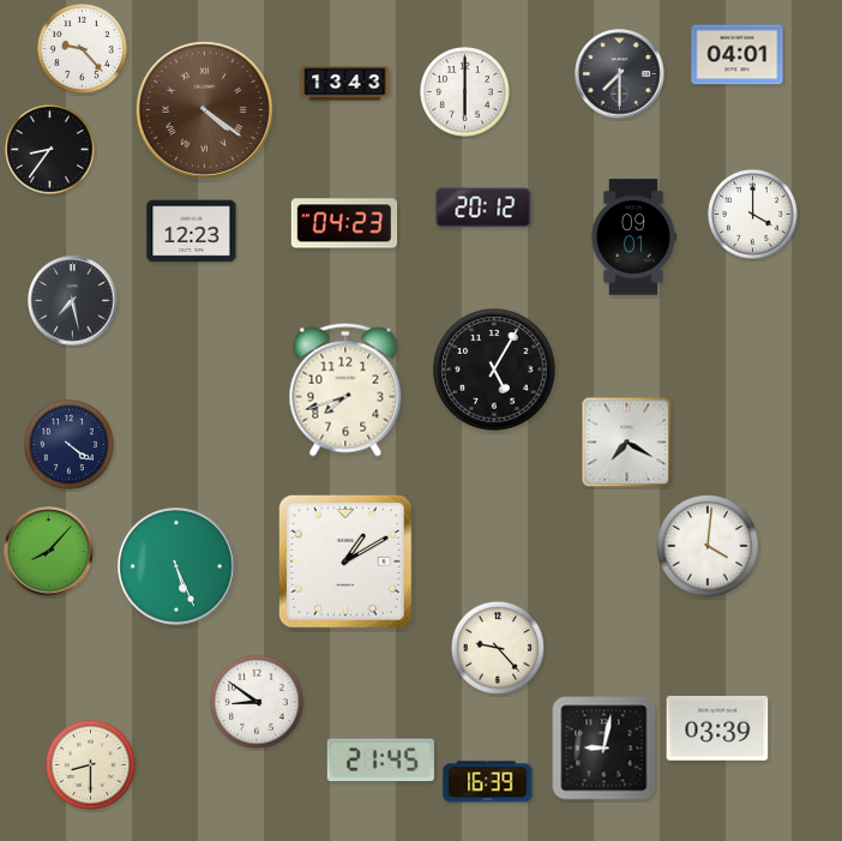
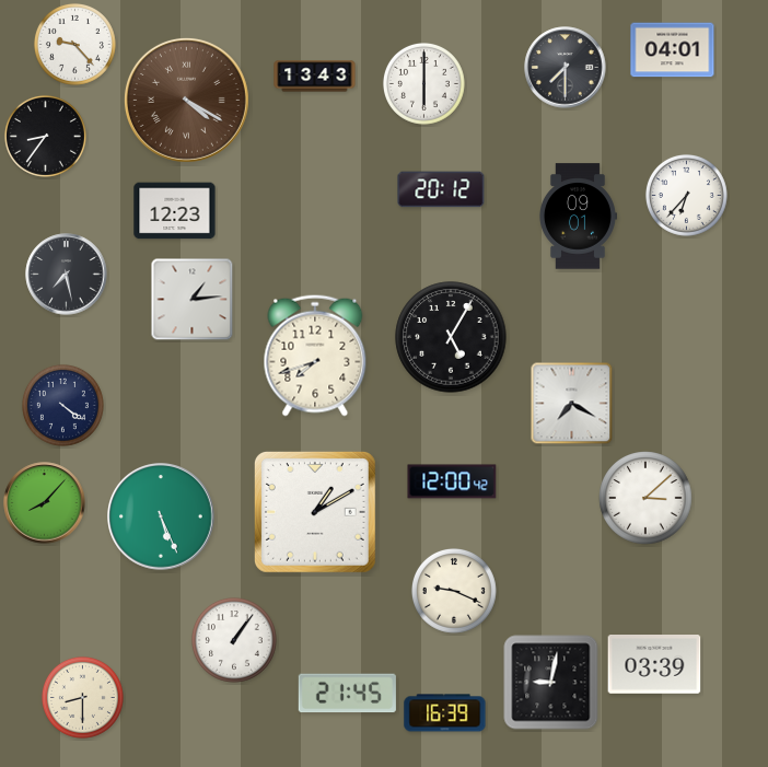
clock at (204, 109): 4:21 -> 4:20
clock at (752, 214): 4:00 -> 6:37
clock at (344, 223): 04:23 -> none
clock at (193, 300): none -> 1:14
clock at (452, 481): none -> 12:00
clock at (708, 546): 4:01 -> 3:08
clock at (498, 648): 9:23 -> 9:19
clock at (257, 702): 8:51 -> 1:06
